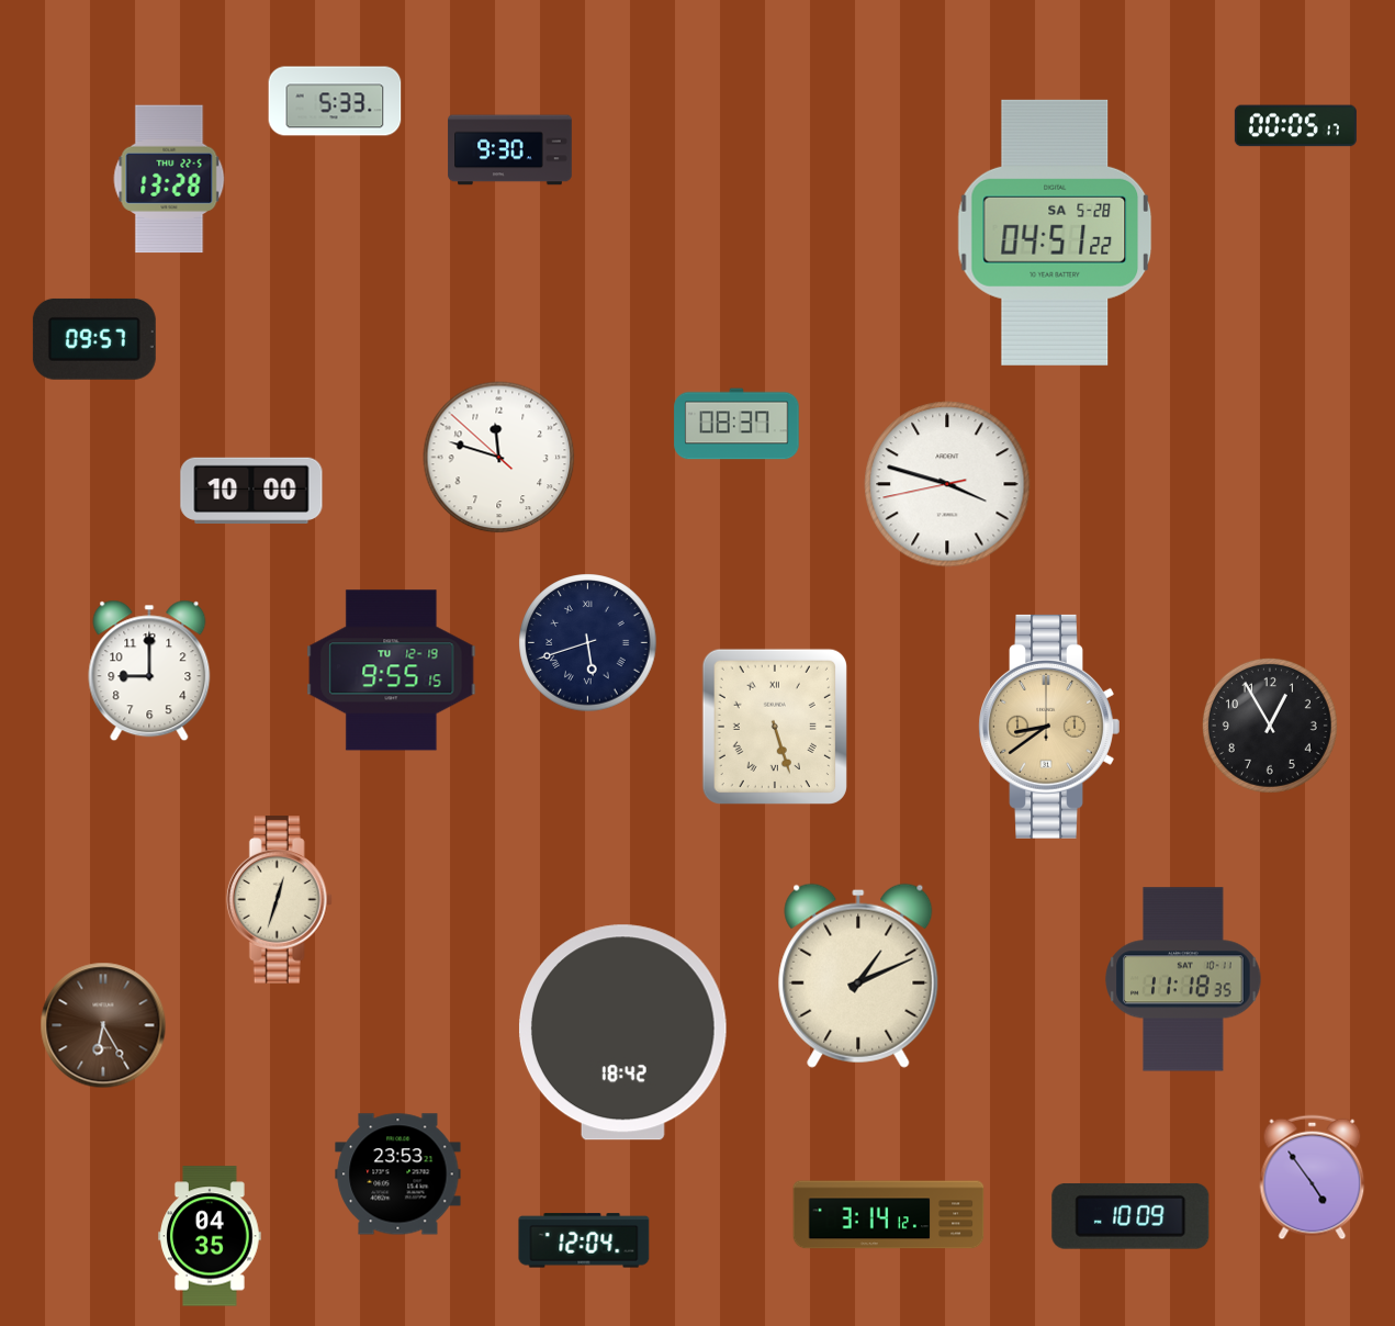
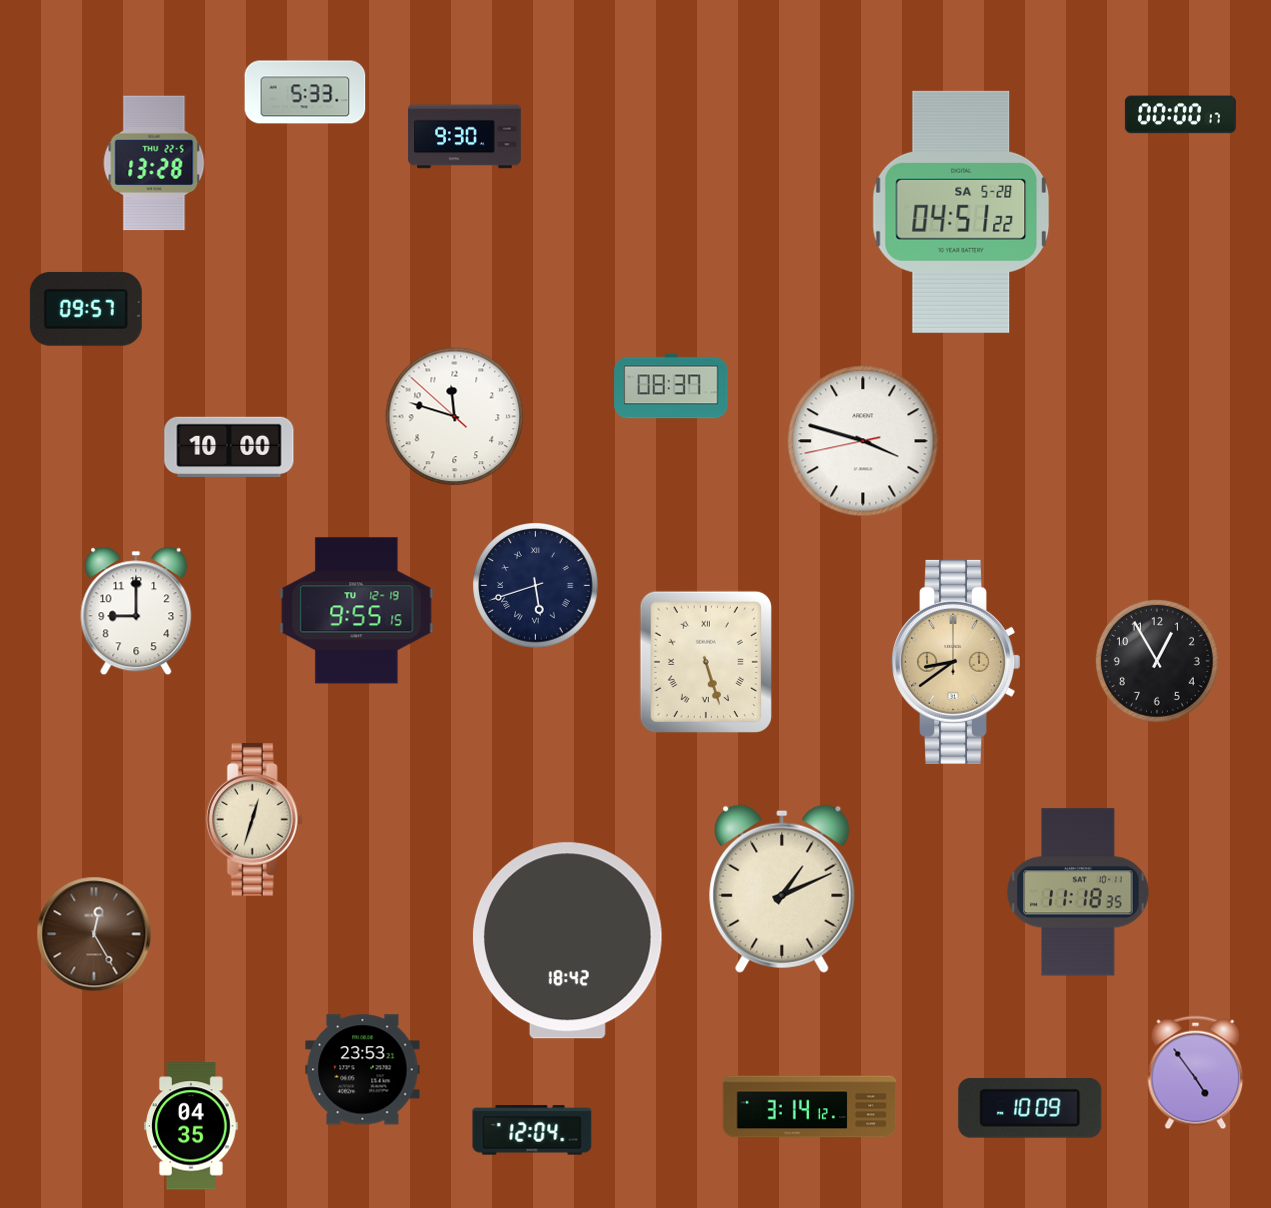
clock at (1295, 126): 00:05 -> 00:00
clock at (103, 1025): 6:25 -> 12:25
